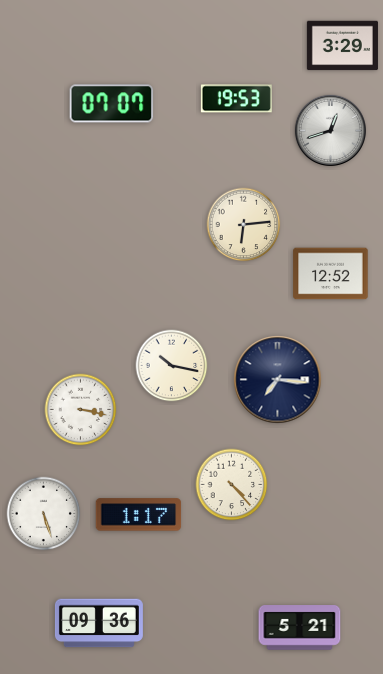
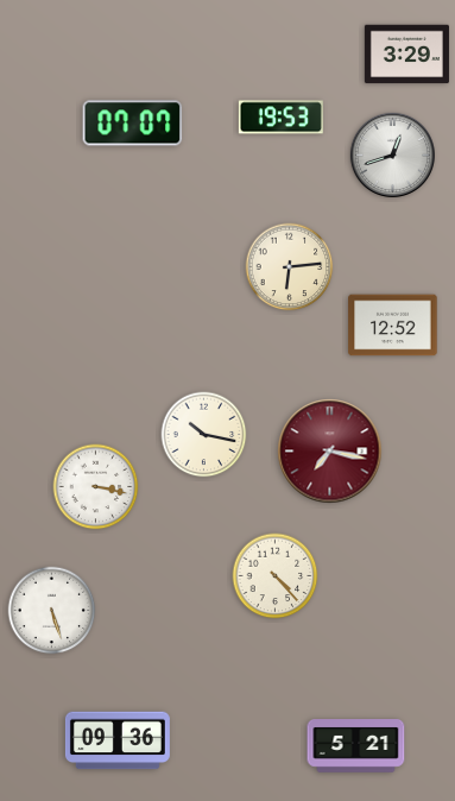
clock at (278, 380): 7:16 -> 7:17
clock at (278, 380) dial: navy -> burgundy
clock at (139, 515): 1:17 -> none
